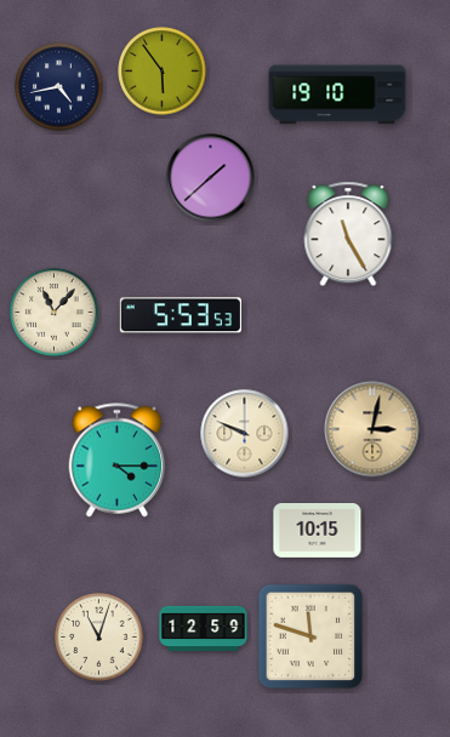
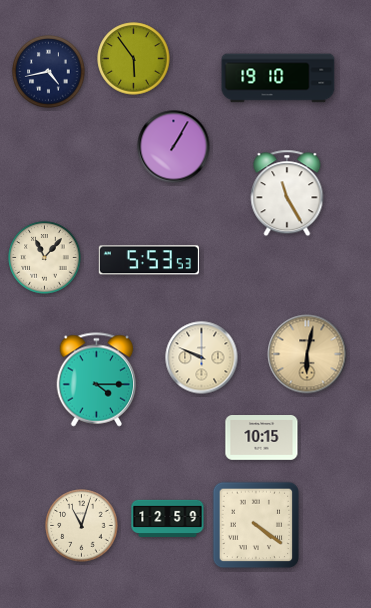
clock at (211, 178): 1:38 -> 1:05
clock at (372, 429): 3:02 -> 6:02
clock at (311, 636): 11:48 -> 4:21
